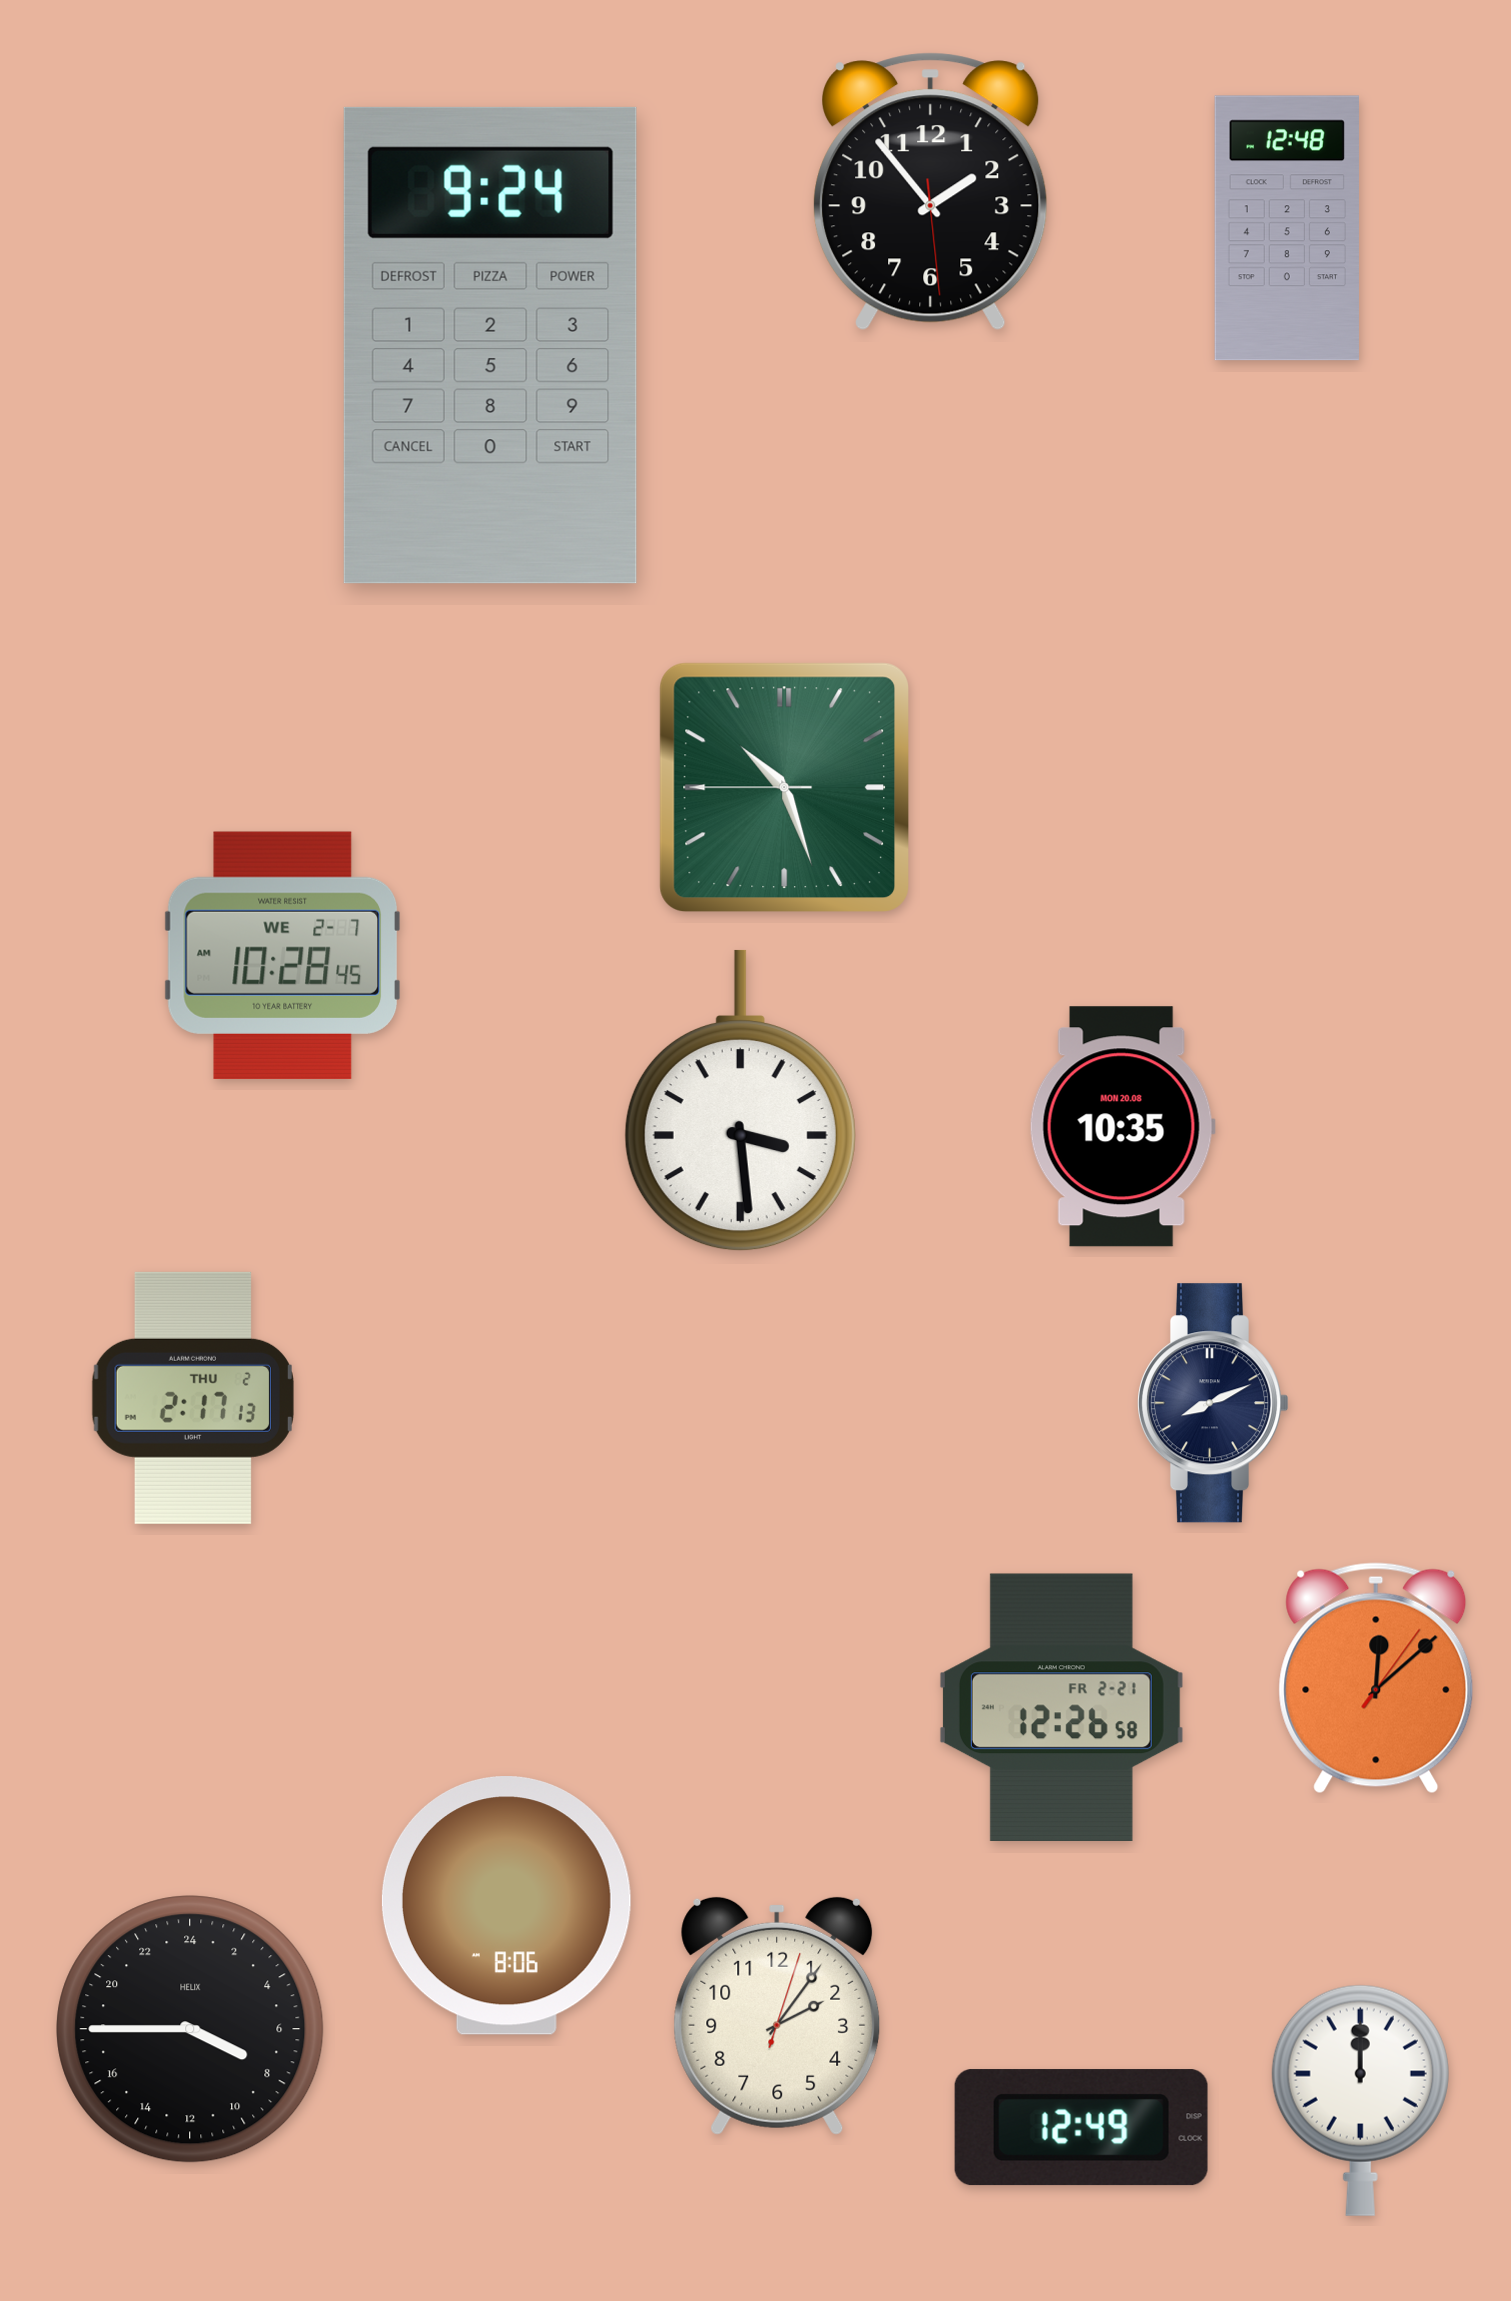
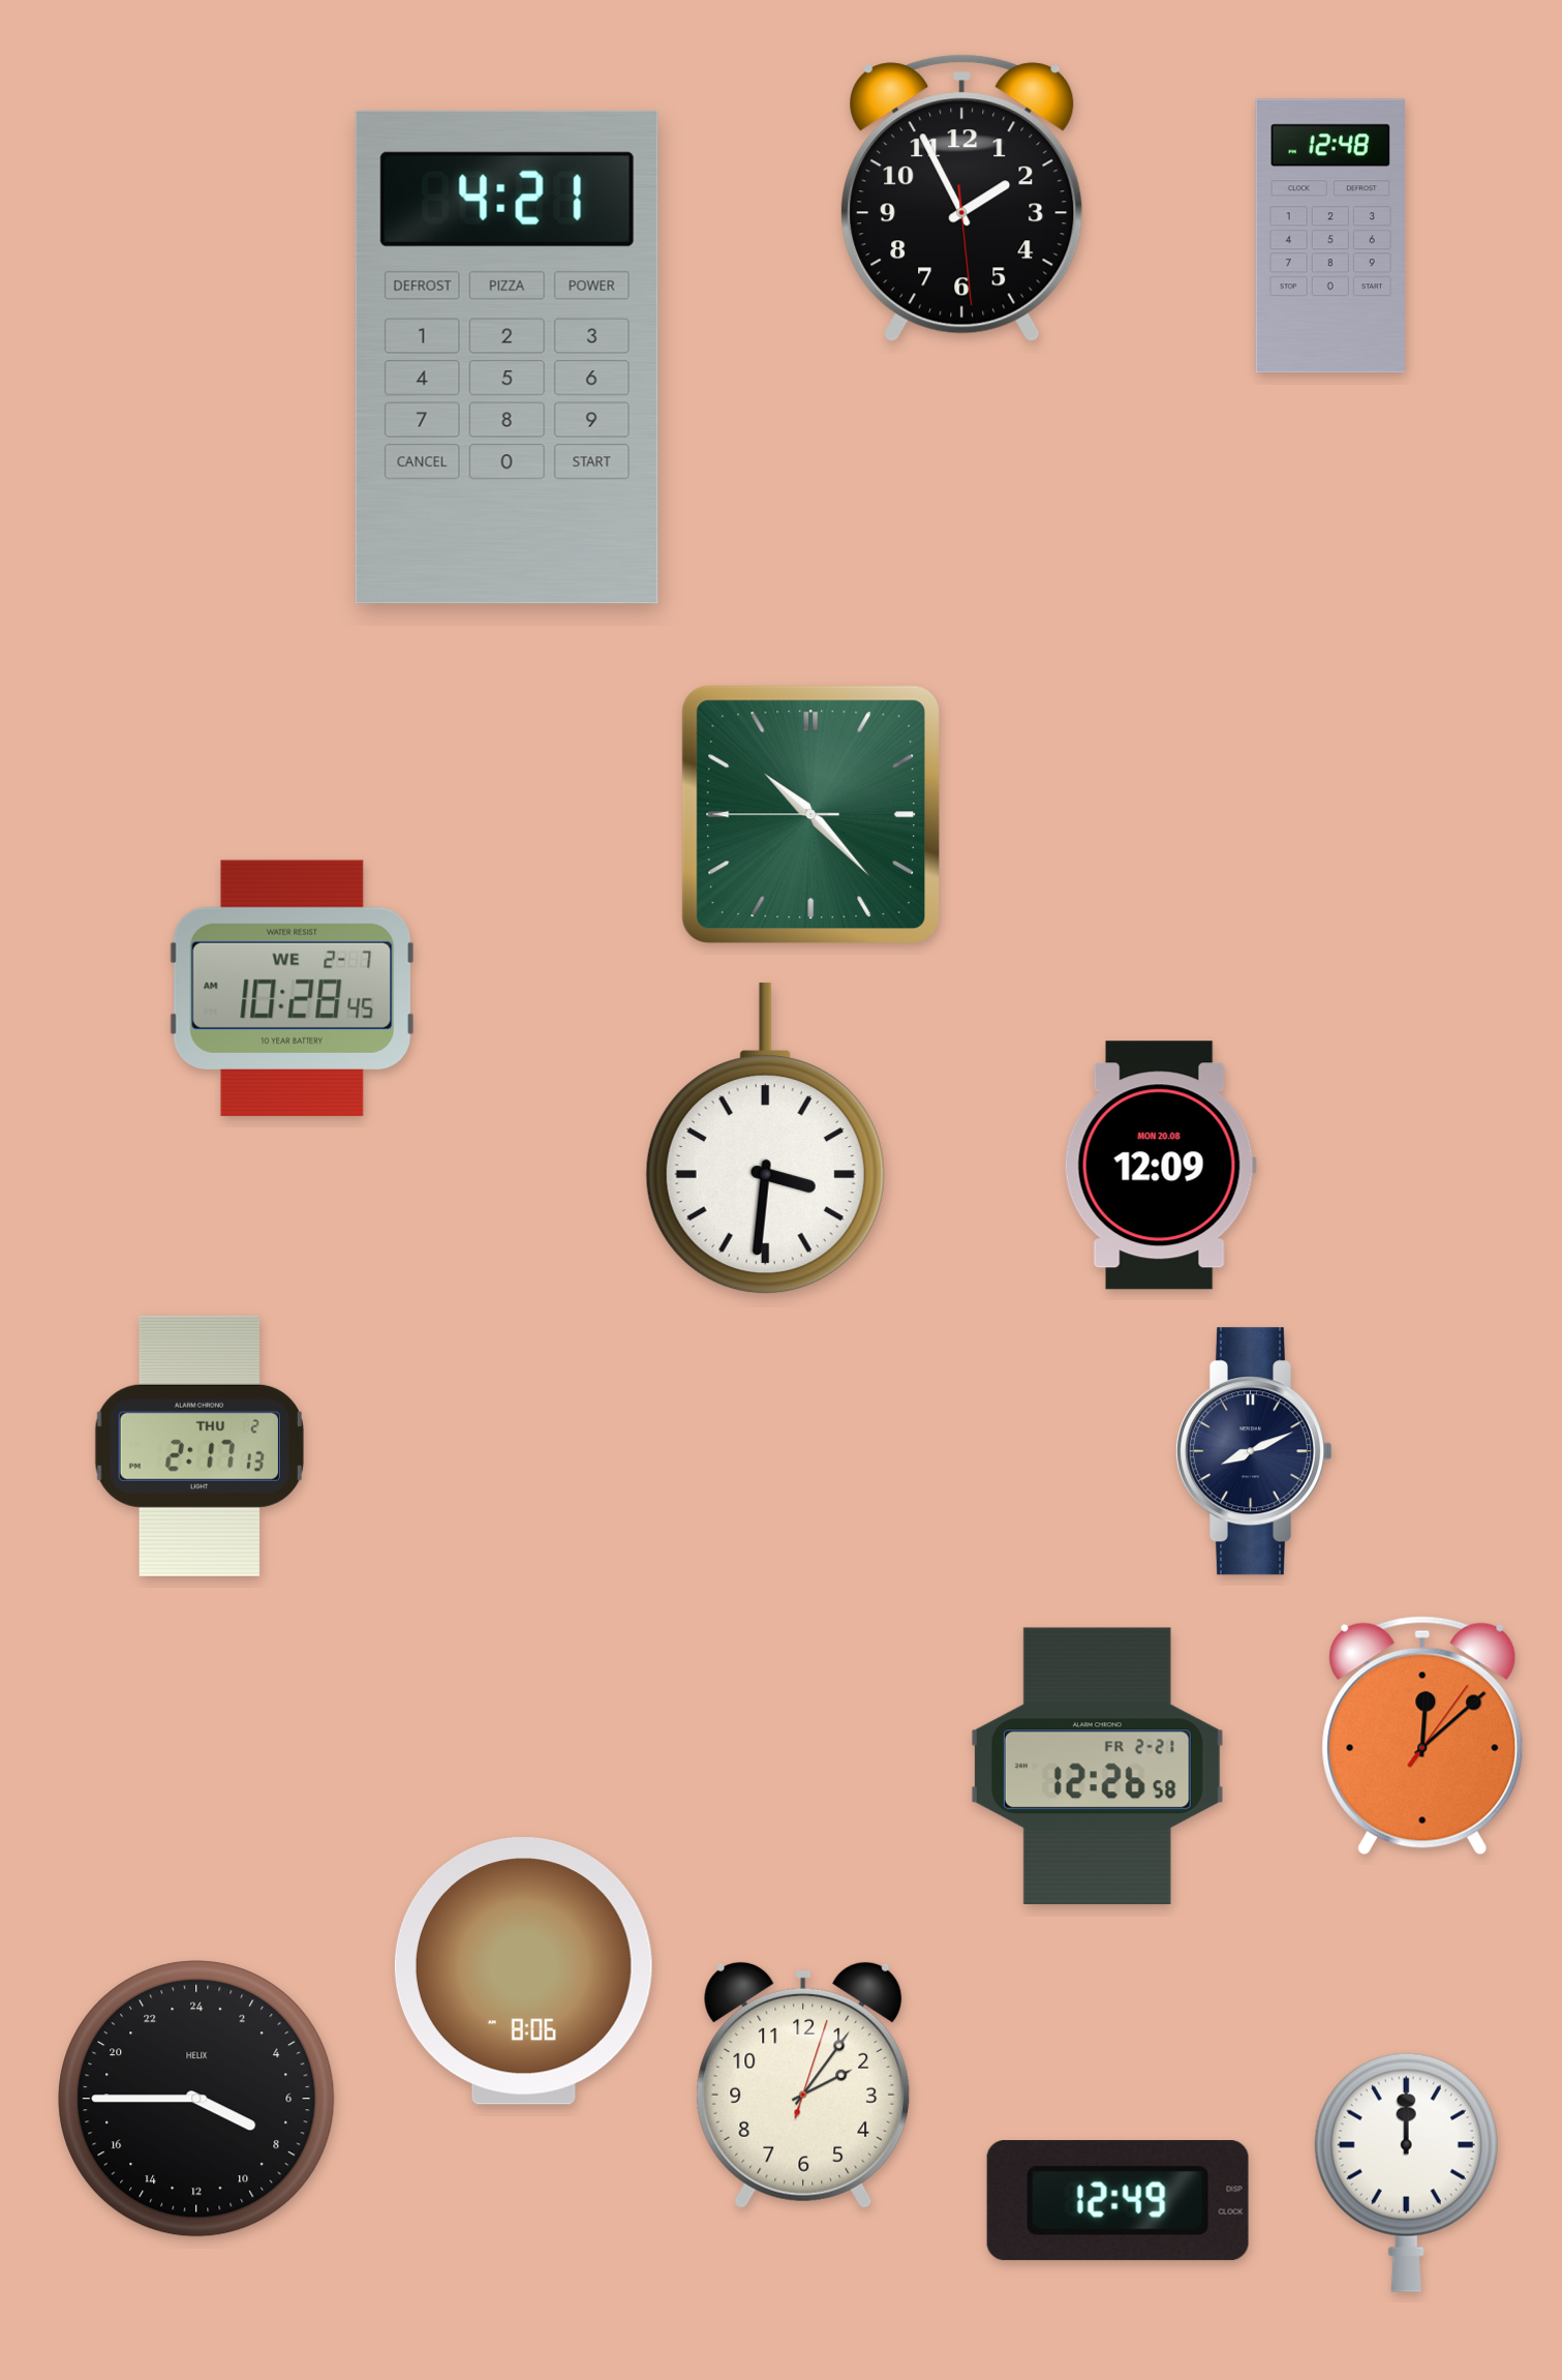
clock at (931, 192): 1:53 -> 1:55
clock at (490, 345): 9:24 -> 4:21
clock at (784, 787): 10:26 -> 10:22
clock at (740, 1101): 3:29 -> 3:31
clock at (1122, 1127): 10:35 -> 12:09
